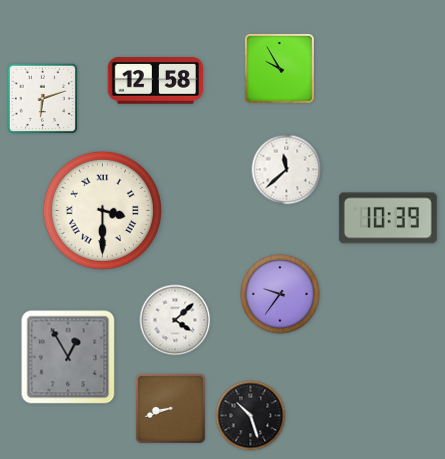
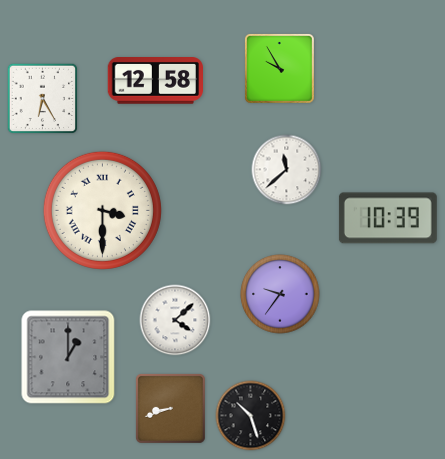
clock at (43, 99): 6:12 -> 6:25
clock at (68, 357): 12:55 -> 1:00
